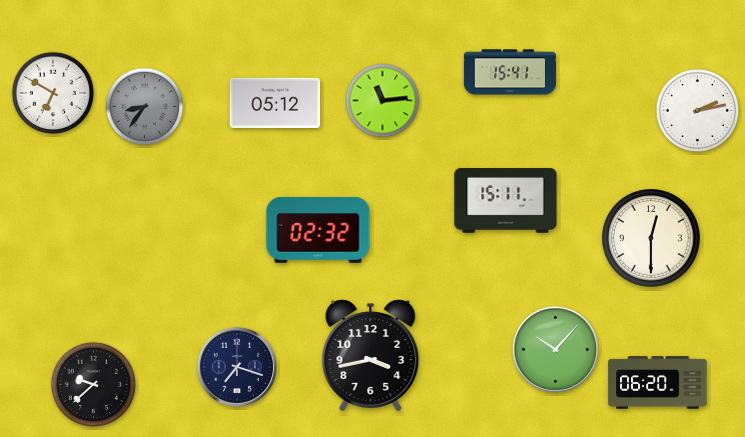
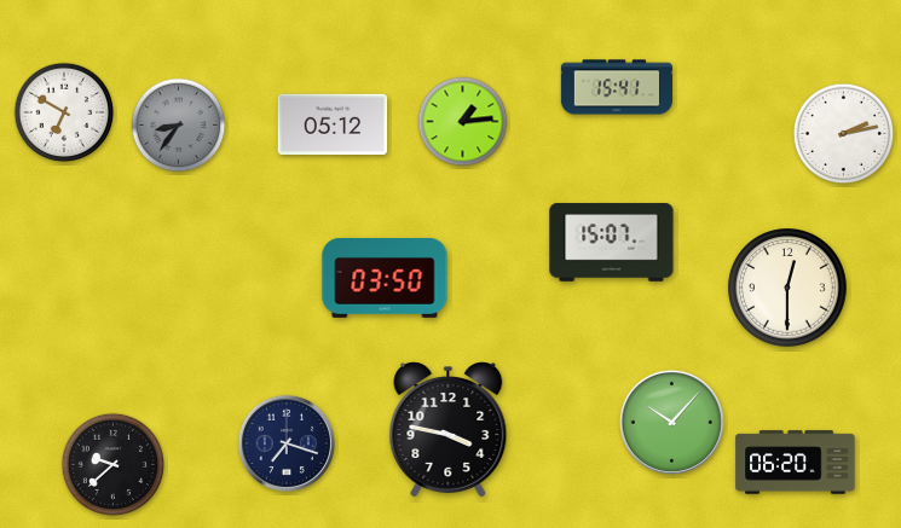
clock at (383, 101): 11:14 -> 1:14
clock at (145, 107) position: (145, 107) -> (179, 126)
clock at (506, 201): 15:11 -> 15:07
clock at (318, 231): 02:32 -> 03:50
clock at (371, 356): 3:43 -> 3:47
